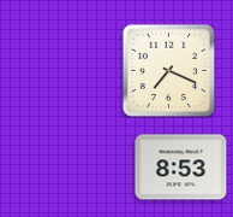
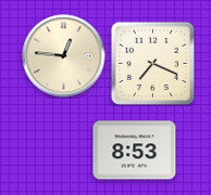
clock at (64, 56): none -> 12:46
clock at (181, 168) position: (181, 168) -> (135, 151)
